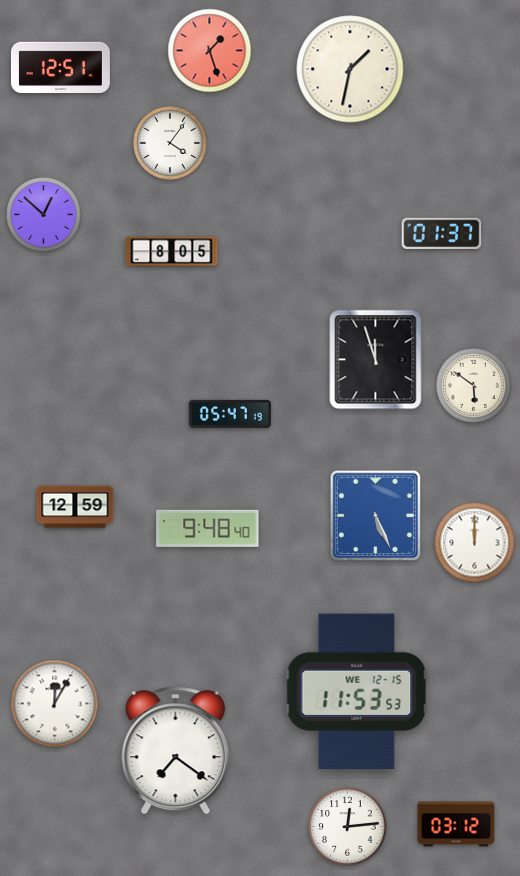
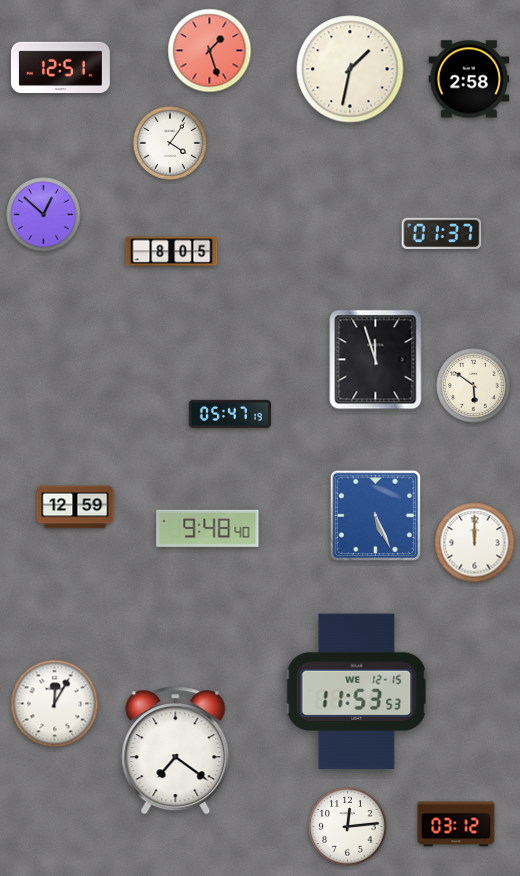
clock at (469, 79): none -> 2:58
